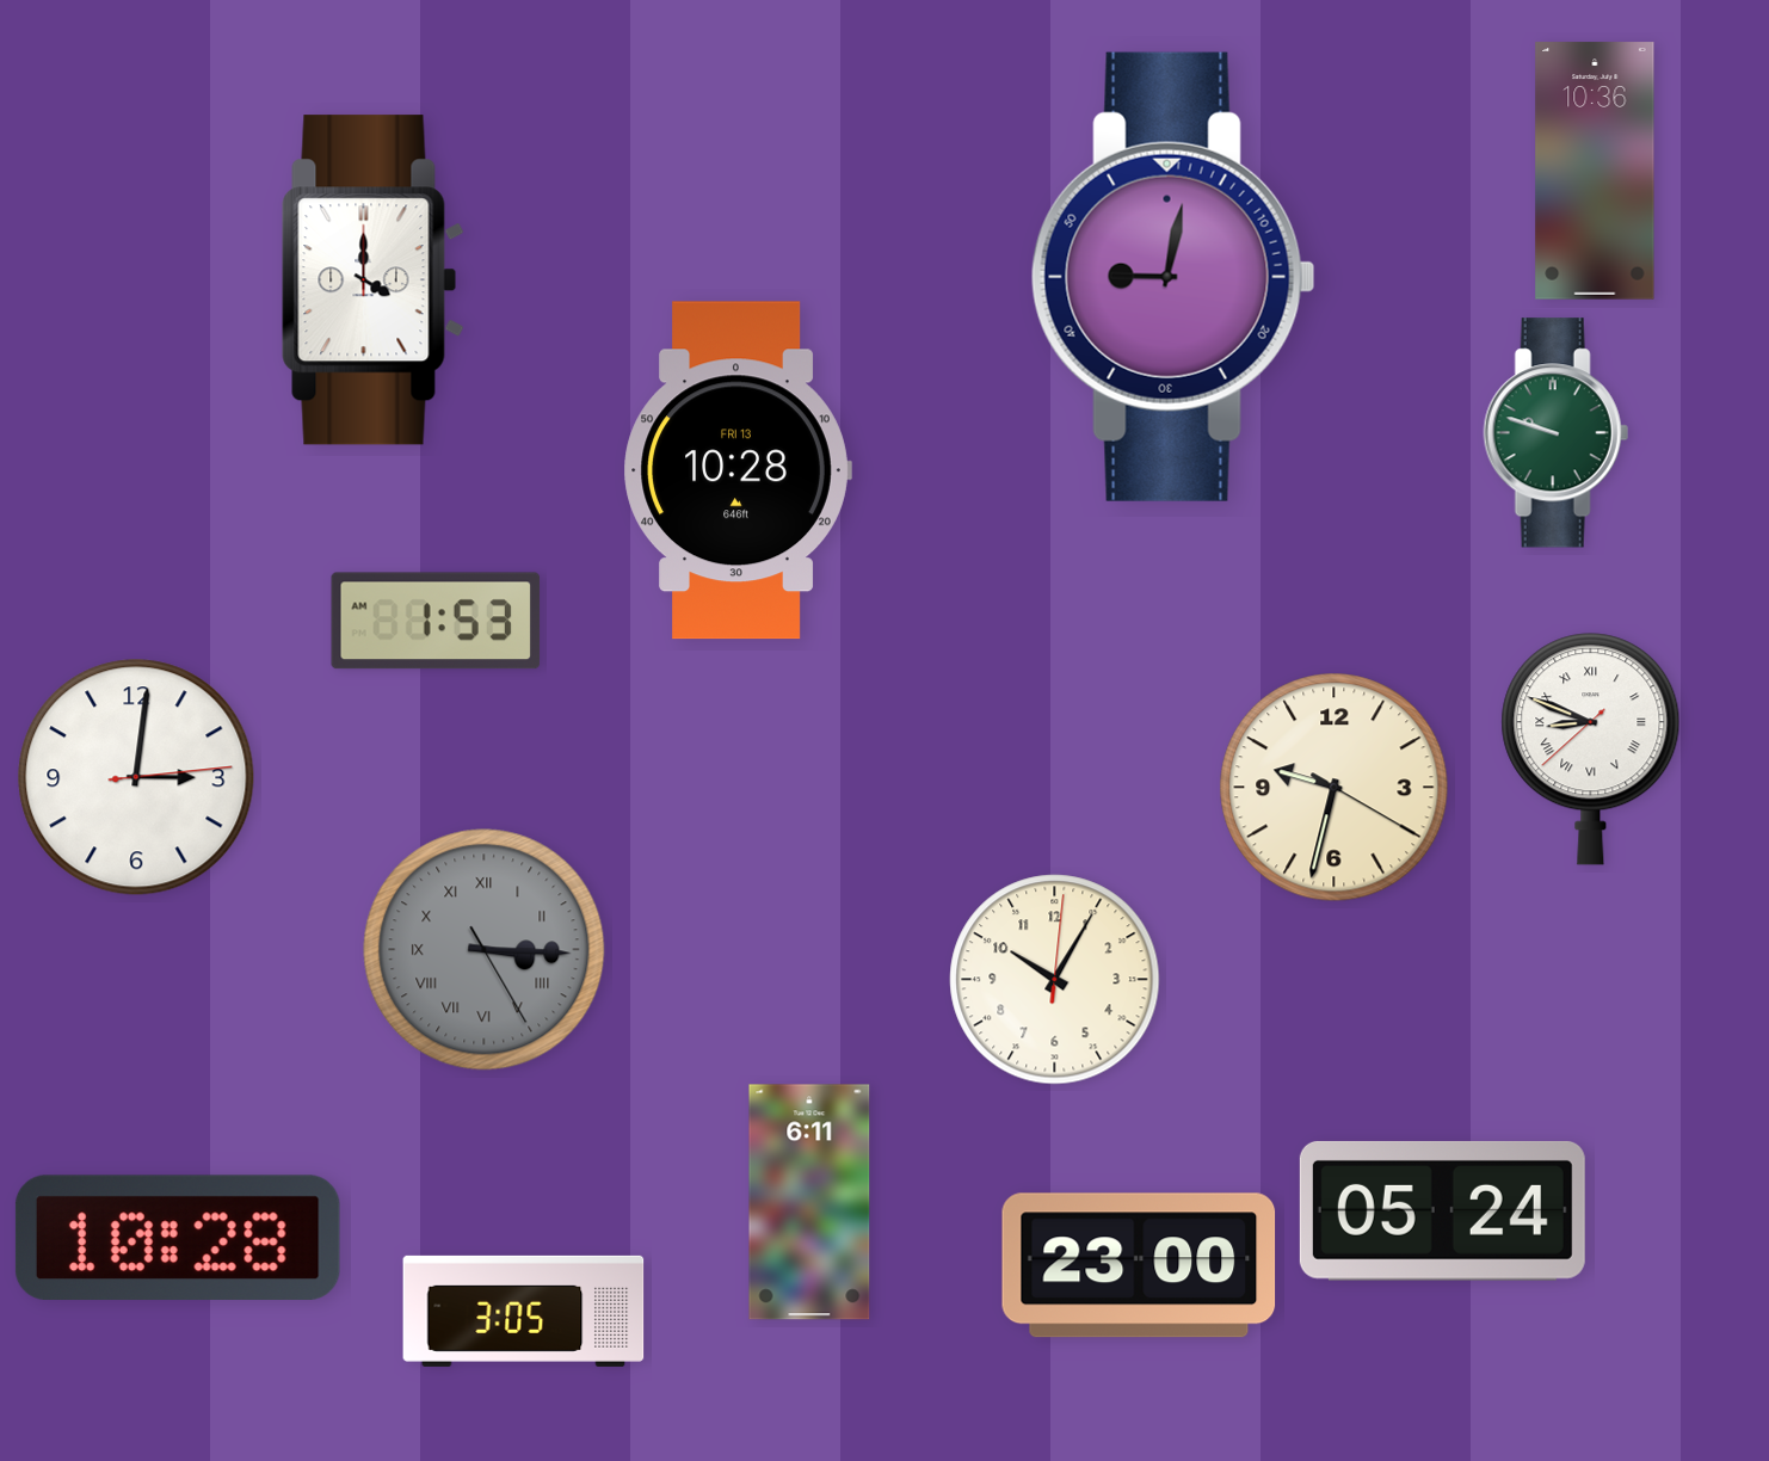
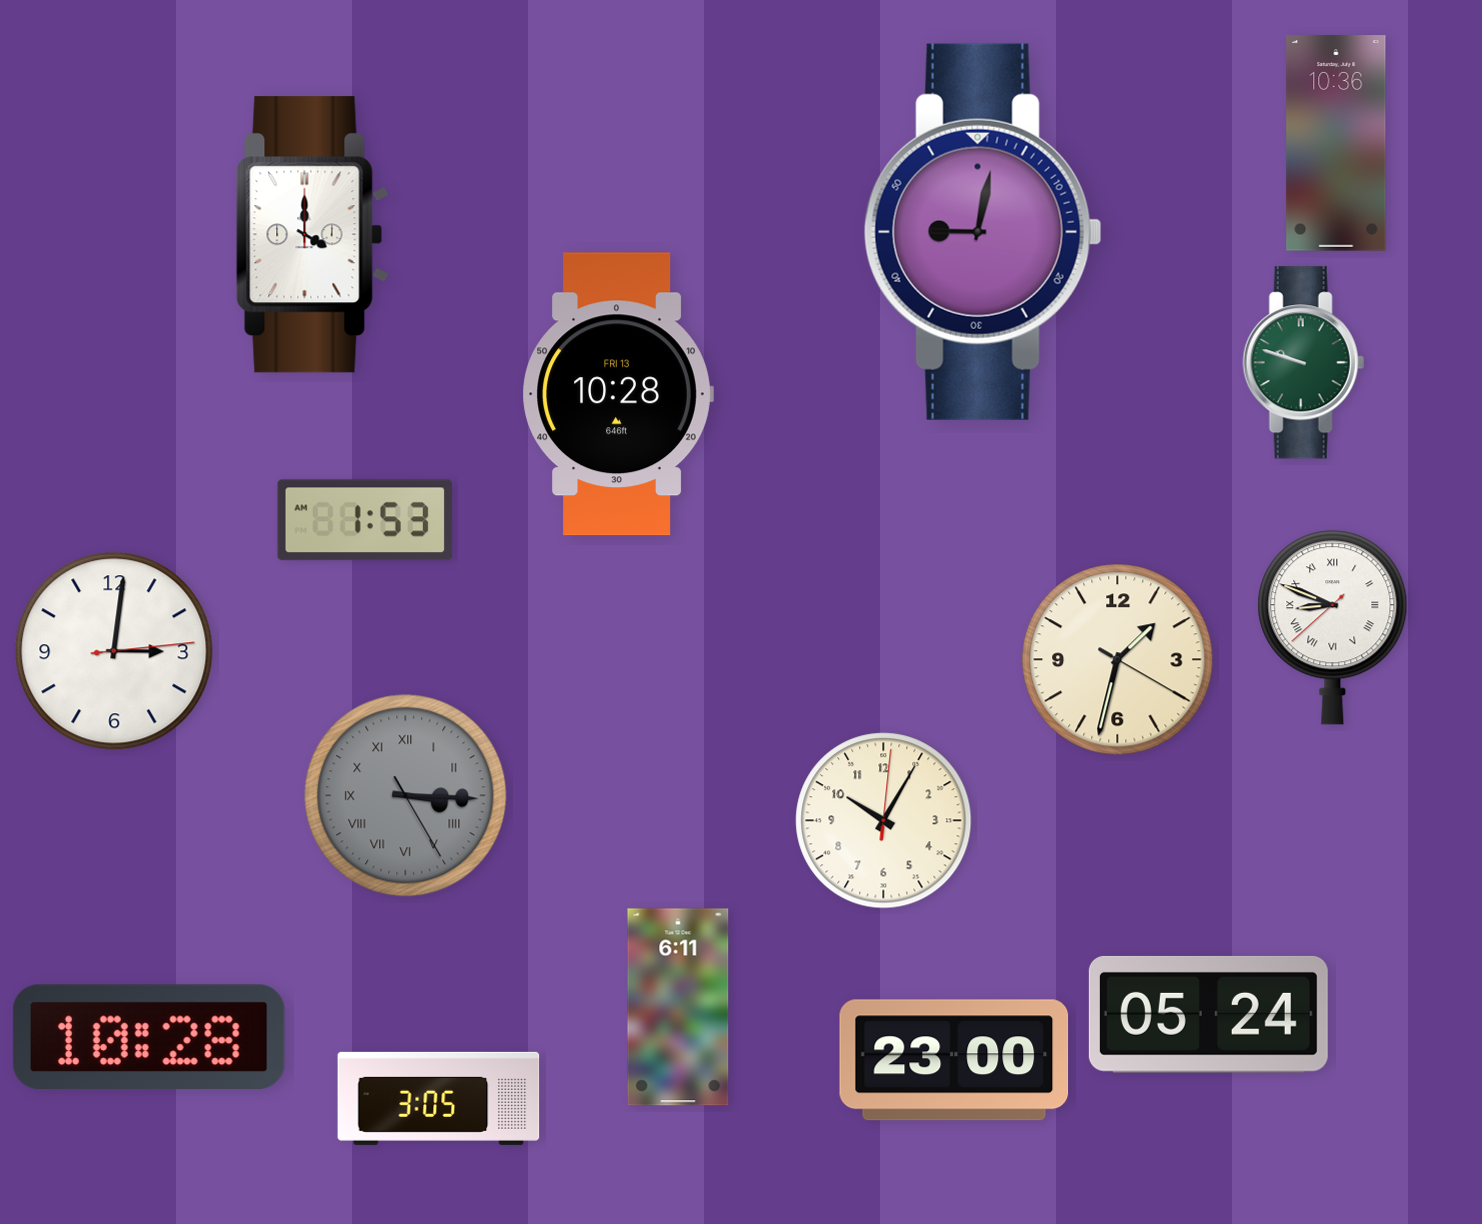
clock at (1335, 788): 9:32 -> 1:32
